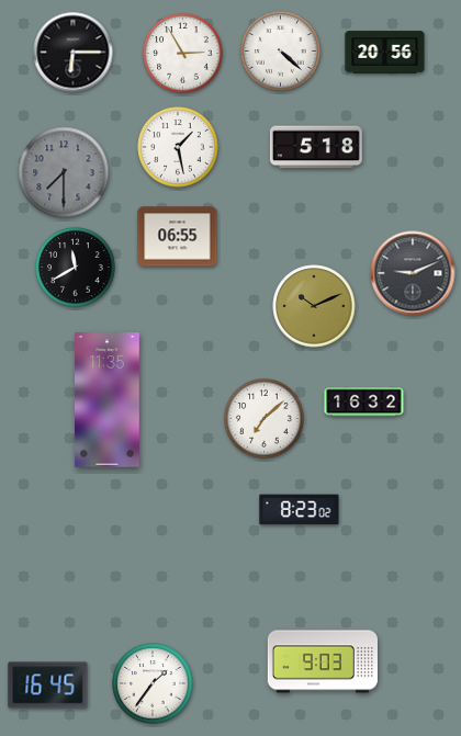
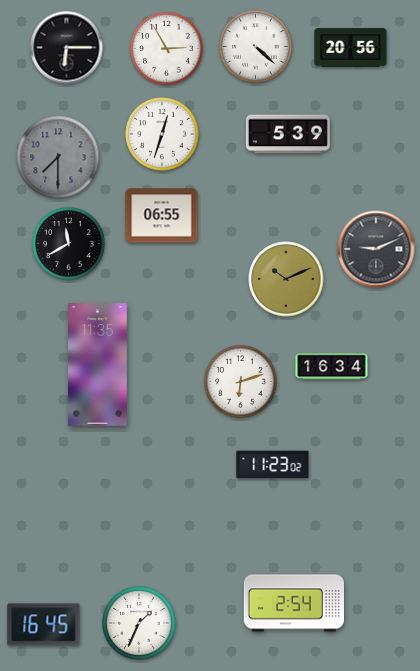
clock at (178, 147): 1:28 -> 12:33
clock at (316, 147): 5:18 -> 5:39
clock at (364, 403): 16:32 -> 16:34
clock at (265, 419): 7:08 -> 6:12
clock at (300, 510): 8:23 -> 11:23
clock at (323, 661): 9:03 -> 2:54
clock at (153, 683): 1:36 -> 1:34
